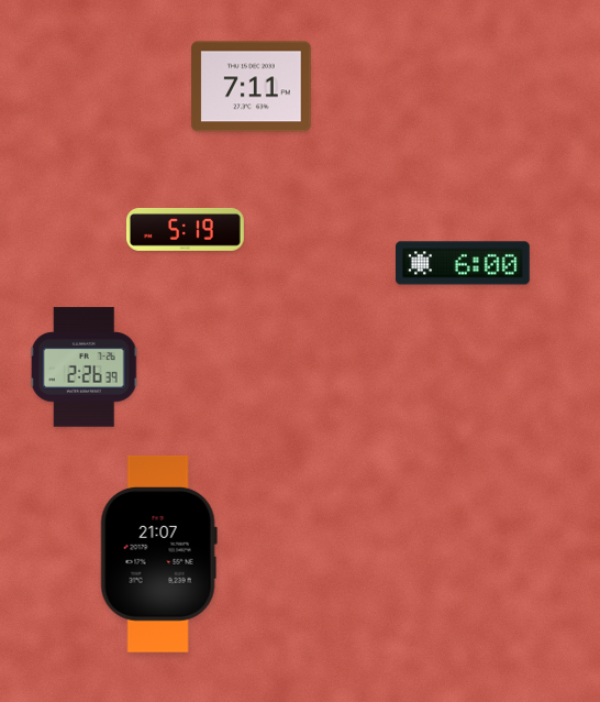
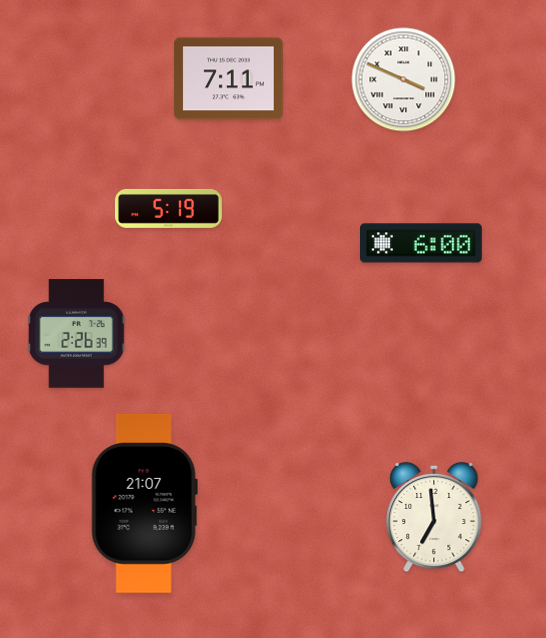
clock at (404, 80): none -> 3:49
clock at (464, 263) position: (464, 263) -> (422, 243)
clock at (434, 517): none -> 6:59
